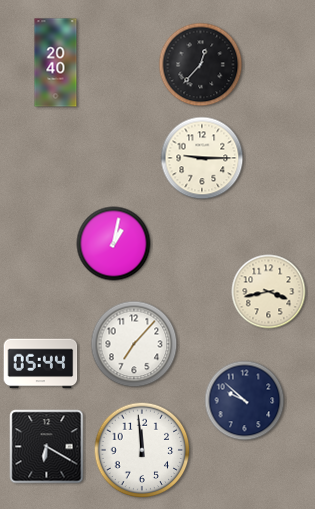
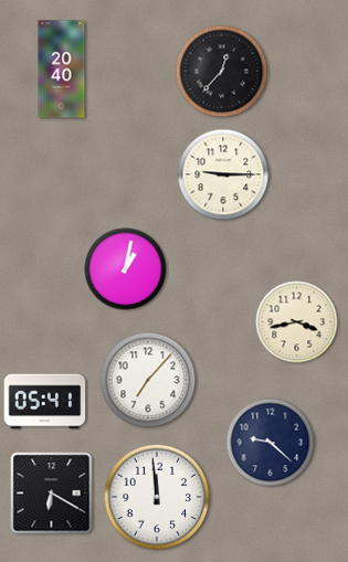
clock at (41, 364): 05:44 -> 05:41
clock at (245, 401): 9:52 -> 9:22
